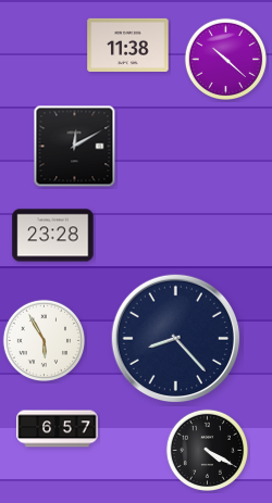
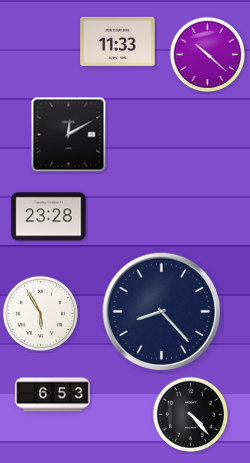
clock at (128, 45): 11:38 -> 11:33
clock at (58, 429): 6:57 -> 6:53
clock at (207, 450): 4:20 -> 4:23
